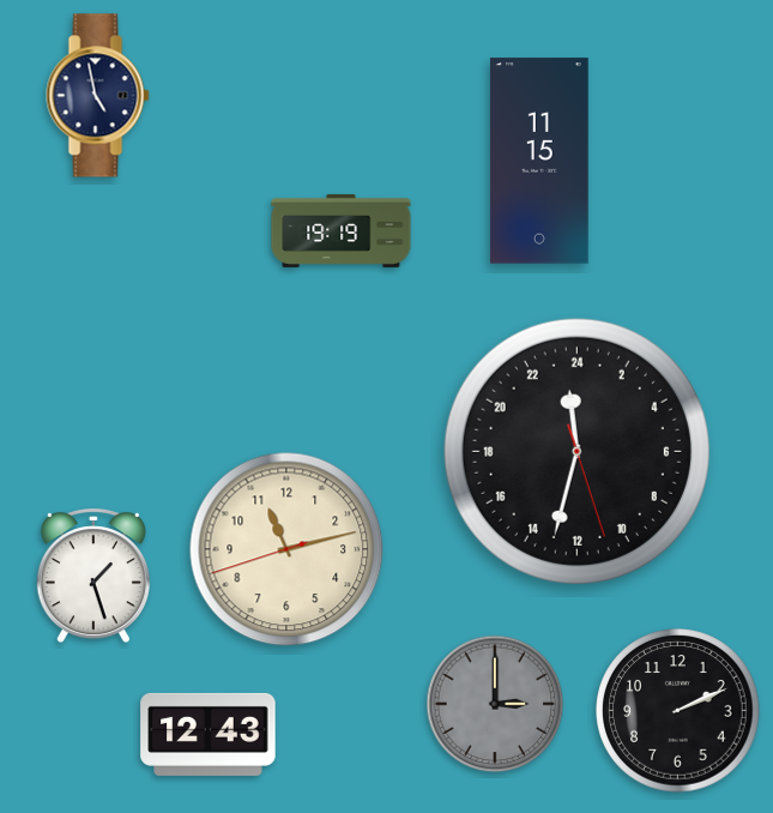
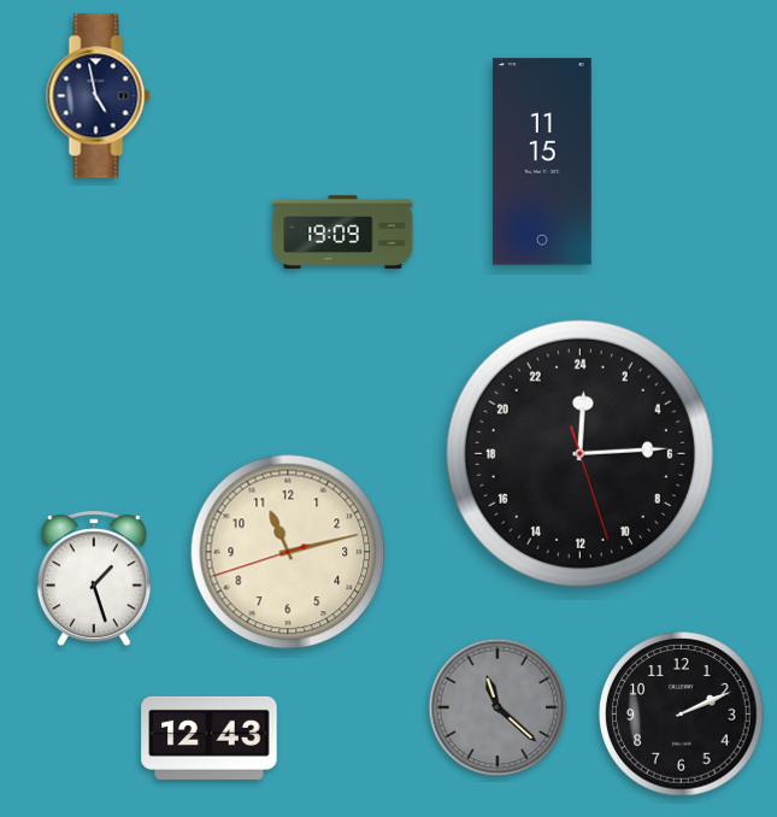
clock at (342, 230): 19:19 -> 19:09
clock at (576, 451): 23:32 -> 0:14
clock at (495, 704): 3:00 -> 11:22
